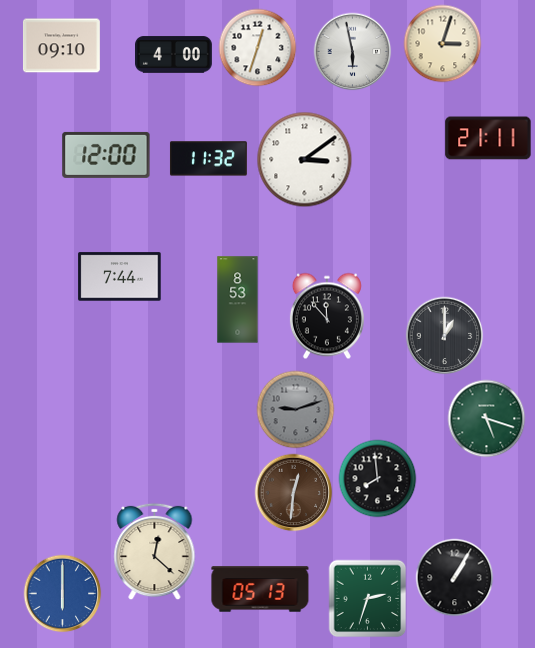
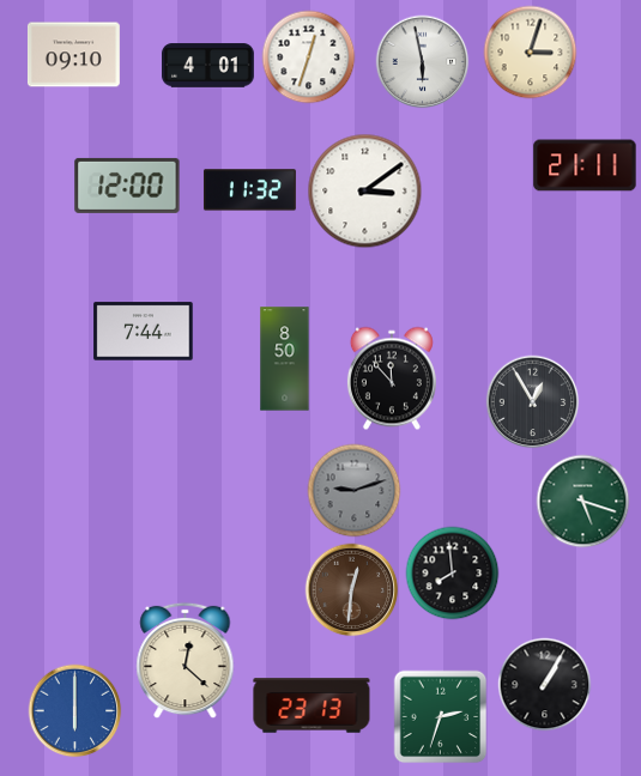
clock at (174, 55): 4:00 -> 4:01
clock at (238, 300): 8:53 -> 8:50
clock at (444, 335): 1:00 -> 12:55
clock at (454, 577) position: (454, 577) -> (544, 684)
clock at (260, 589): 05:13 -> 23:13
